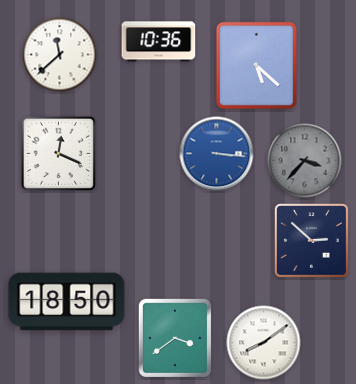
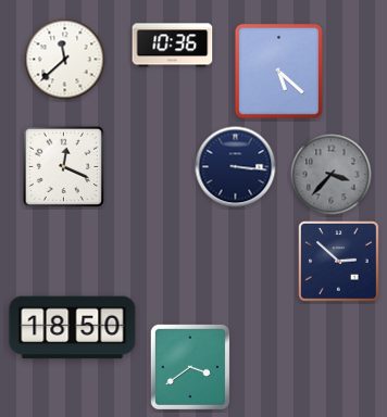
clock at (217, 154) dial: blue -> navy
clock at (264, 343): 8:09 -> none
